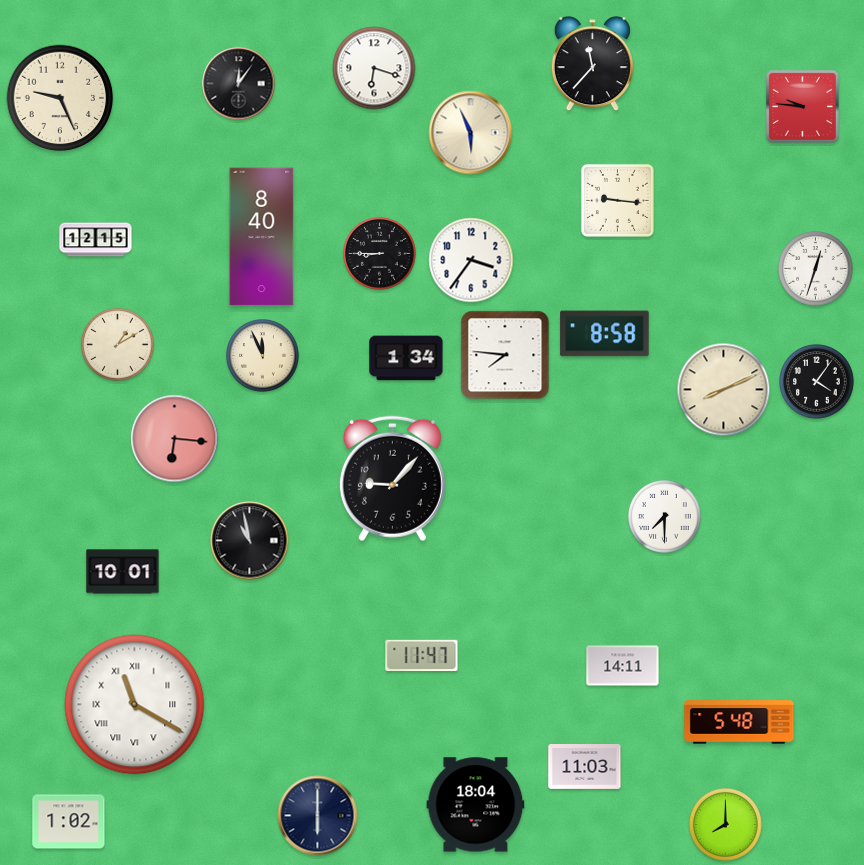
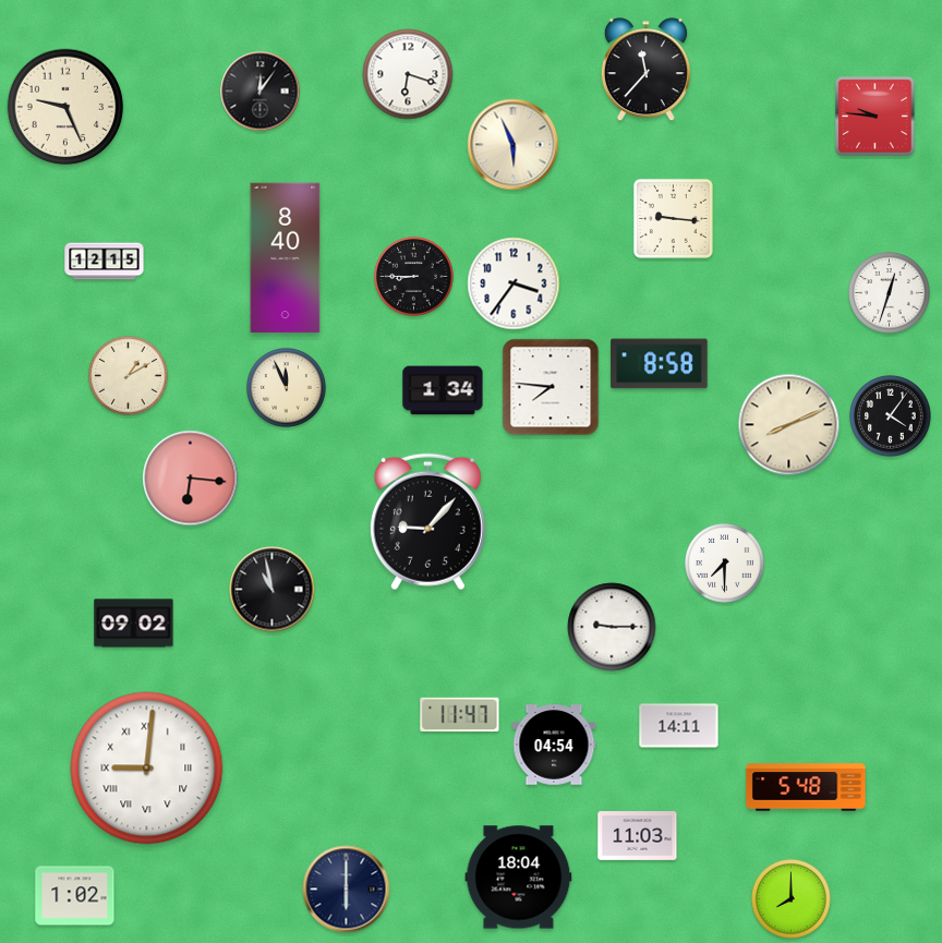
clock at (123, 572): 10:01 -> 09:02
clock at (612, 627): none -> 9:15
clock at (554, 745): none -> 04:54
clock at (135, 705): 11:20 -> 9:01
